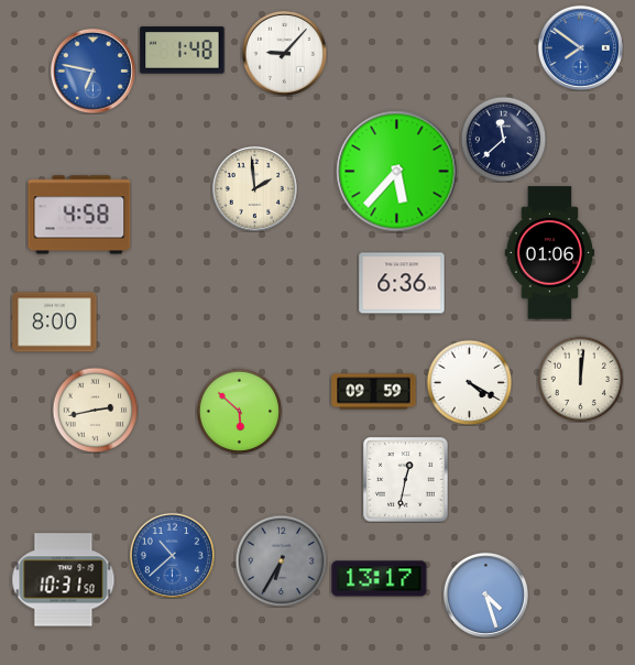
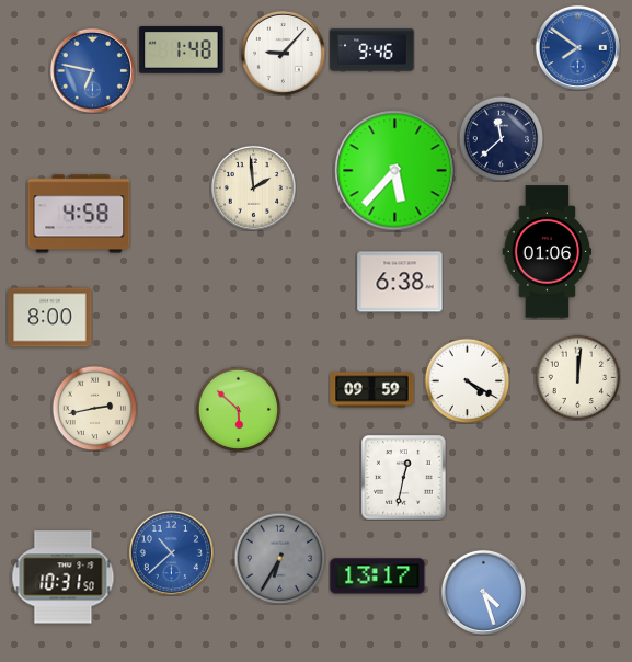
clock at (372, 50): none -> 9:46
clock at (402, 283): 6:36 -> 6:38
clock at (55, 323) position: (55, 323) -> (50, 318)
